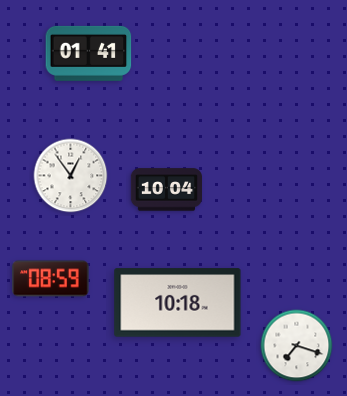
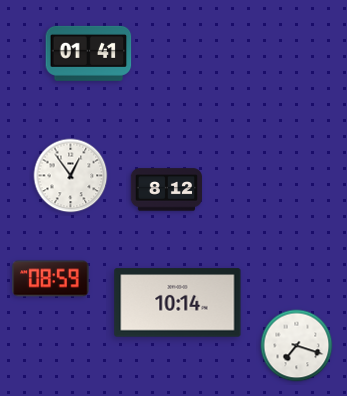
clock at (166, 190): 10:04 -> 8:12
clock at (178, 303): 10:18 -> 10:14
